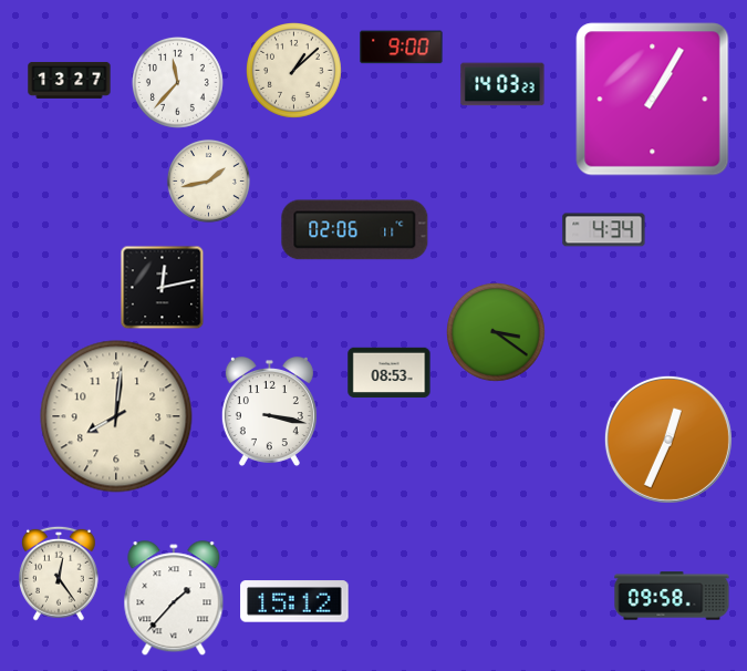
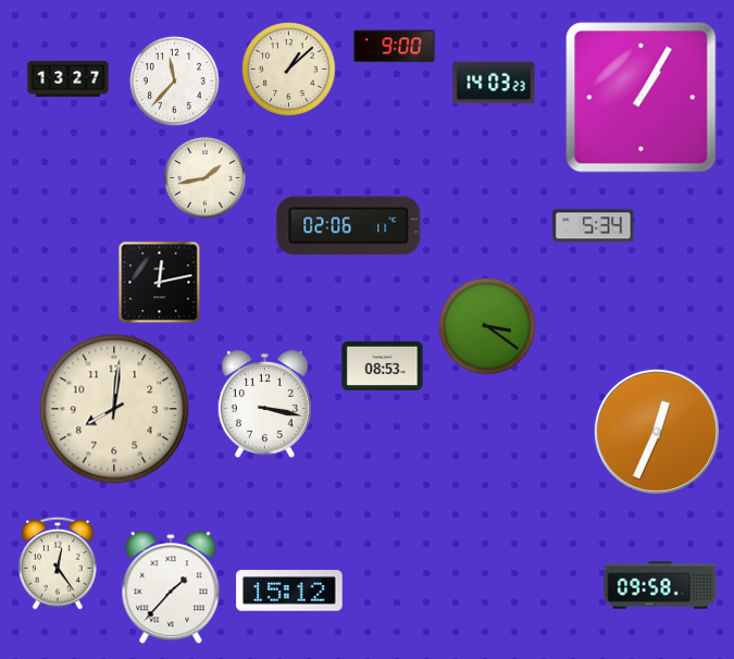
clock at (604, 230): 4:34 -> 5:34
